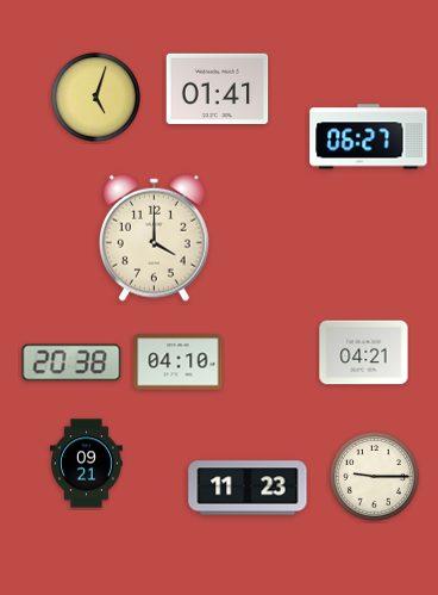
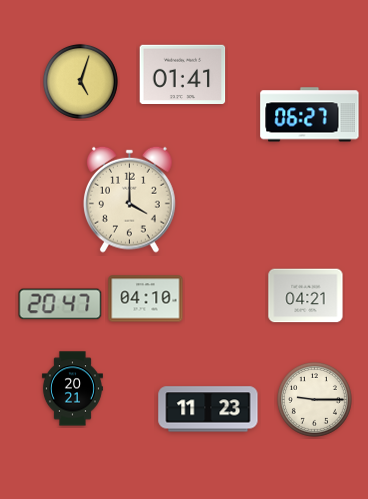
clock at (71, 362): 20:38 -> 20:47
clock at (179, 362) position: (179, 362) -> (146, 299)
clock at (86, 464): 09:21 -> 20:21
